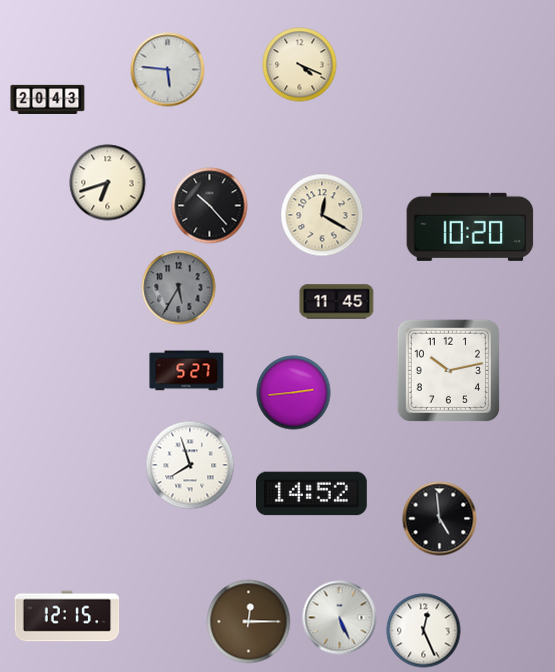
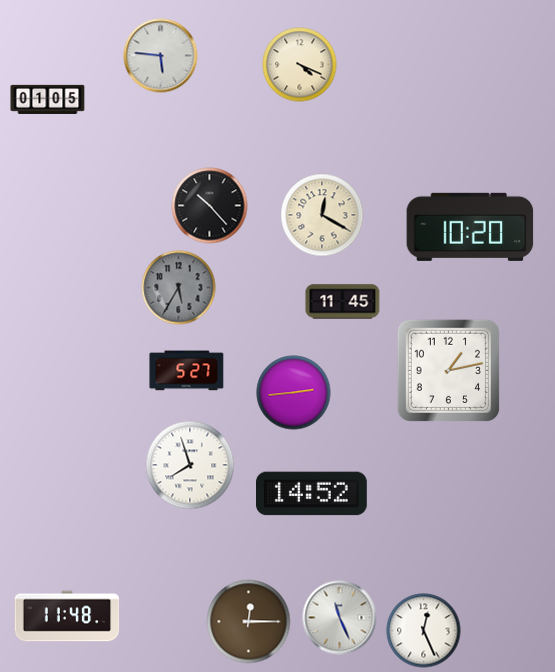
clock at (168, 70) position: (168, 70) -> (161, 56)
clock at (48, 99): 20:43 -> 01:05
clock at (108, 183): 6:42 -> none
clock at (337, 302) position: (337, 302) -> (343, 302)
clock at (448, 370): 10:13 -> 1:13
clock at (440, 519): 4:59 -> none
clock at (67, 616): 12:15 -> 11:48
clock at (340, 618): 5:26 -> 11:26
